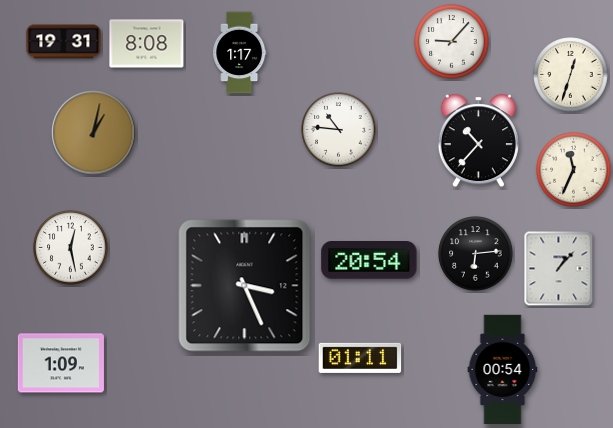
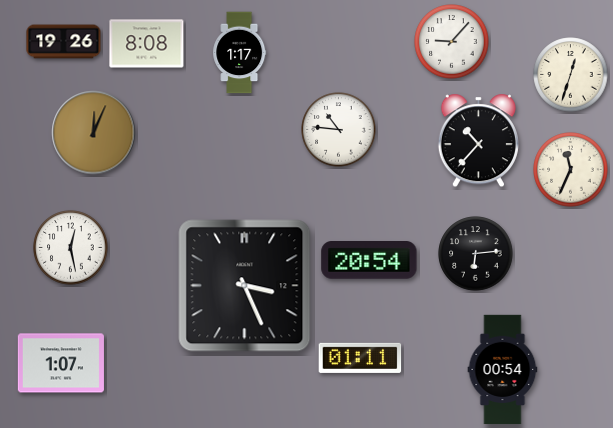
clock at (64, 42): 19:31 -> 19:26
clock at (94, 133): 1:02 -> 12:04
clock at (574, 170) position: (574, 170) -> (571, 170)
clock at (559, 269): 1:07 -> none
clock at (61, 363): 1:09 -> 1:07
